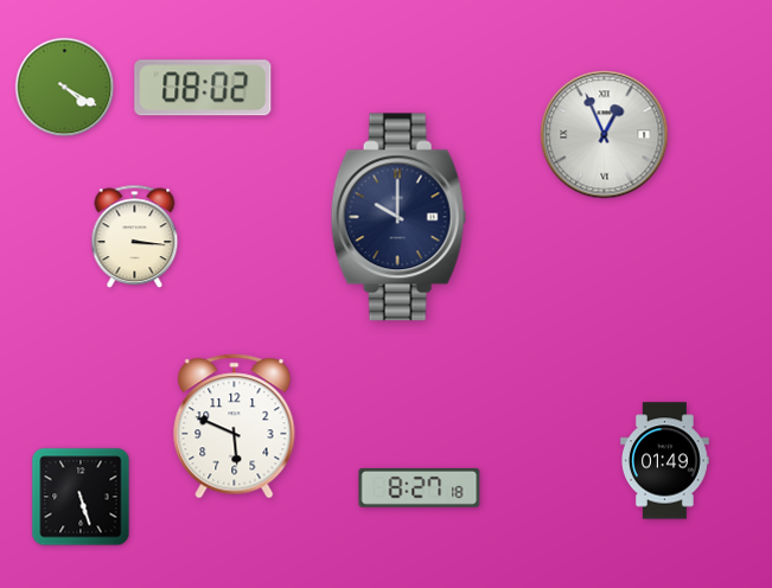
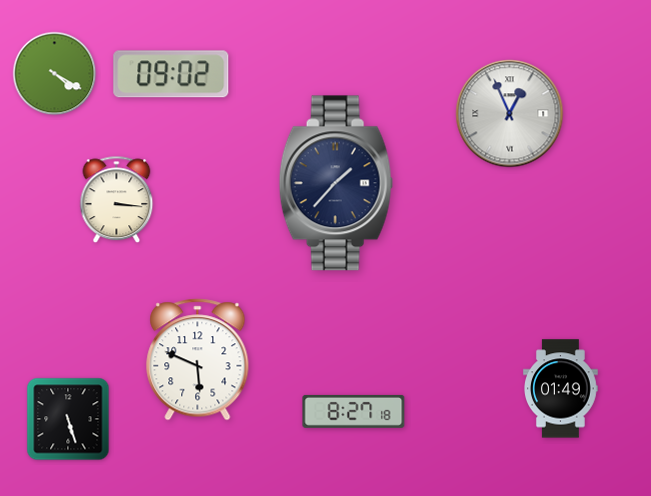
clock at (203, 88): 08:02 -> 09:02
clock at (398, 217): 10:00 -> 1:37
clock at (135, 237) position: (135, 237) -> (117, 200)
